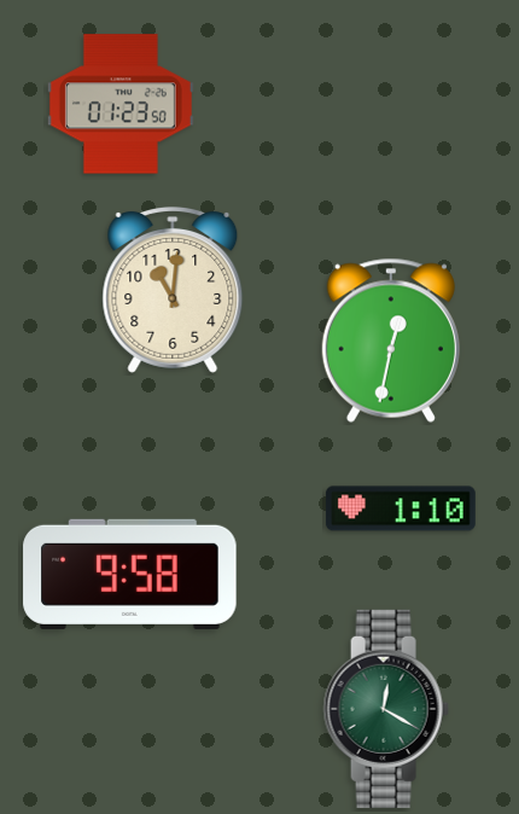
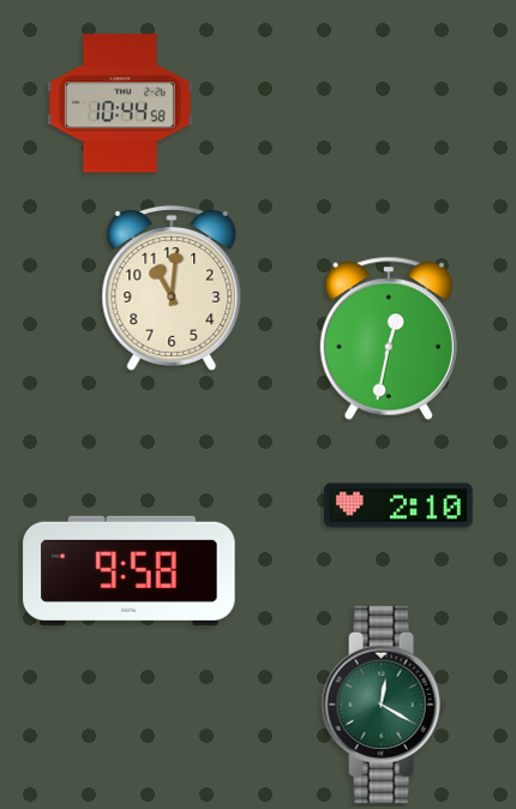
clock at (121, 104): 01:23 -> 10:44
clock at (401, 508): 1:10 -> 2:10
